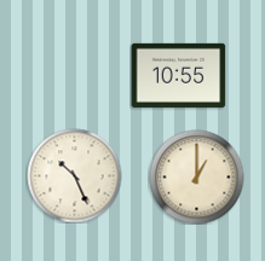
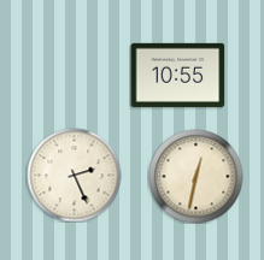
clock at (74, 175): 10:26 -> 2:26
clock at (196, 176): 1:00 -> 12:32
